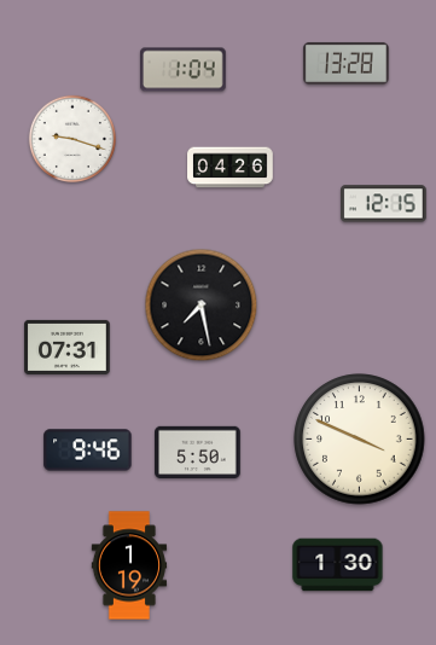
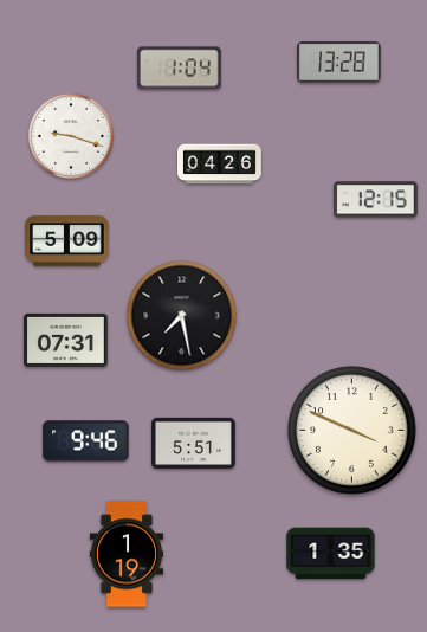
clock at (231, 168) position: (231, 168) -> (220, 165)
clock at (67, 241): none -> 5:09
clock at (202, 306) position: (202, 306) -> (182, 316)
clock at (198, 452): 5:50 -> 5:51
clock at (338, 565): 1:30 -> 1:35
